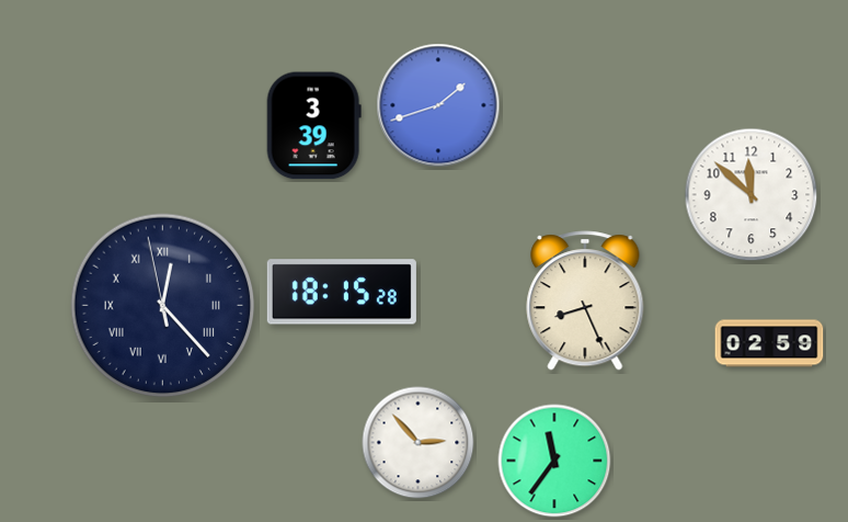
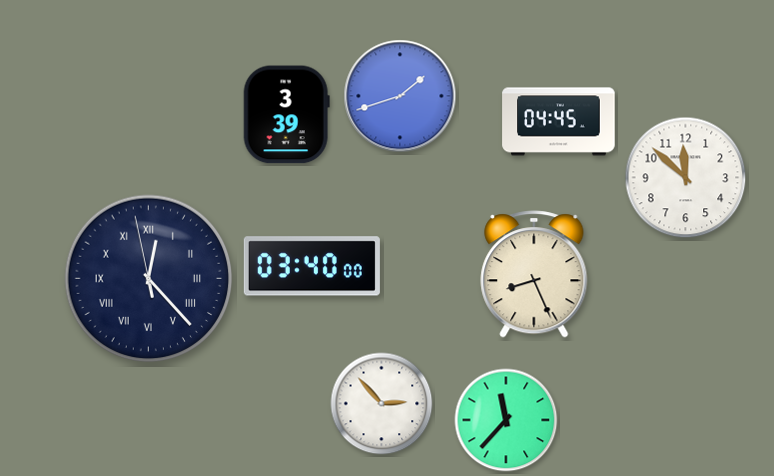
clock at (559, 122): none -> 04:45
clock at (342, 292): 18:15 -> 03:40
clock at (769, 343): 02:59 -> none
clock at (554, 461): 11:36 -> 11:37
